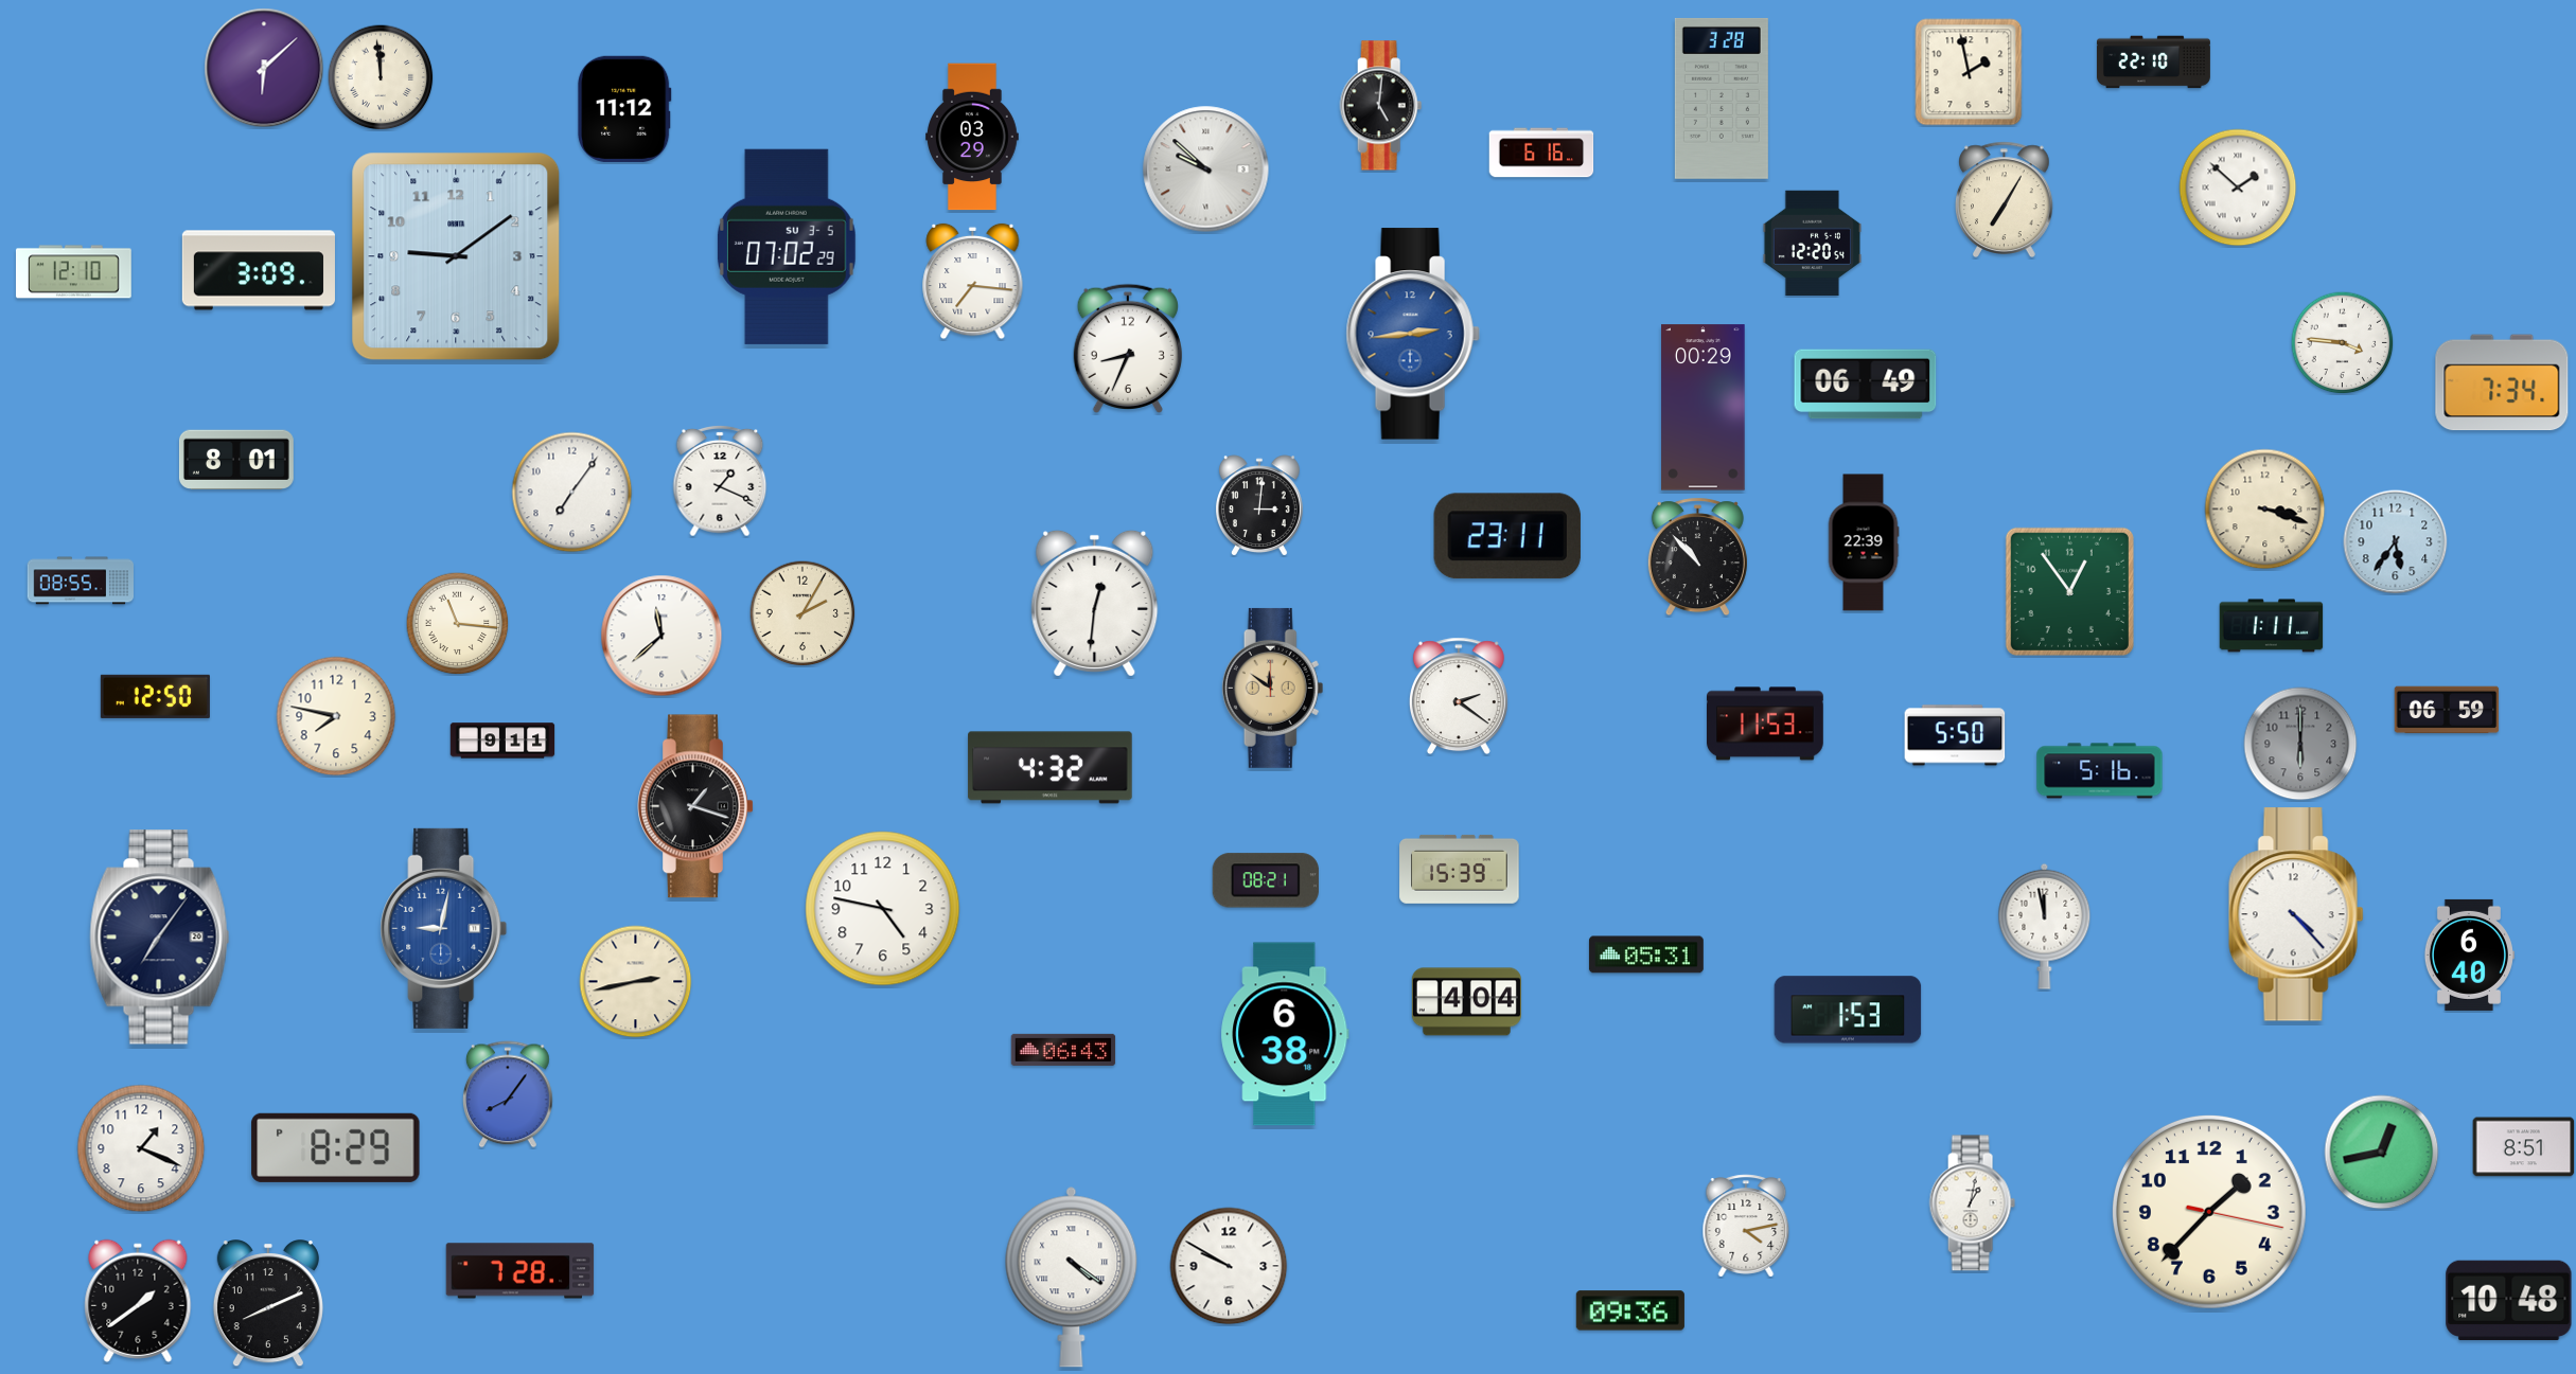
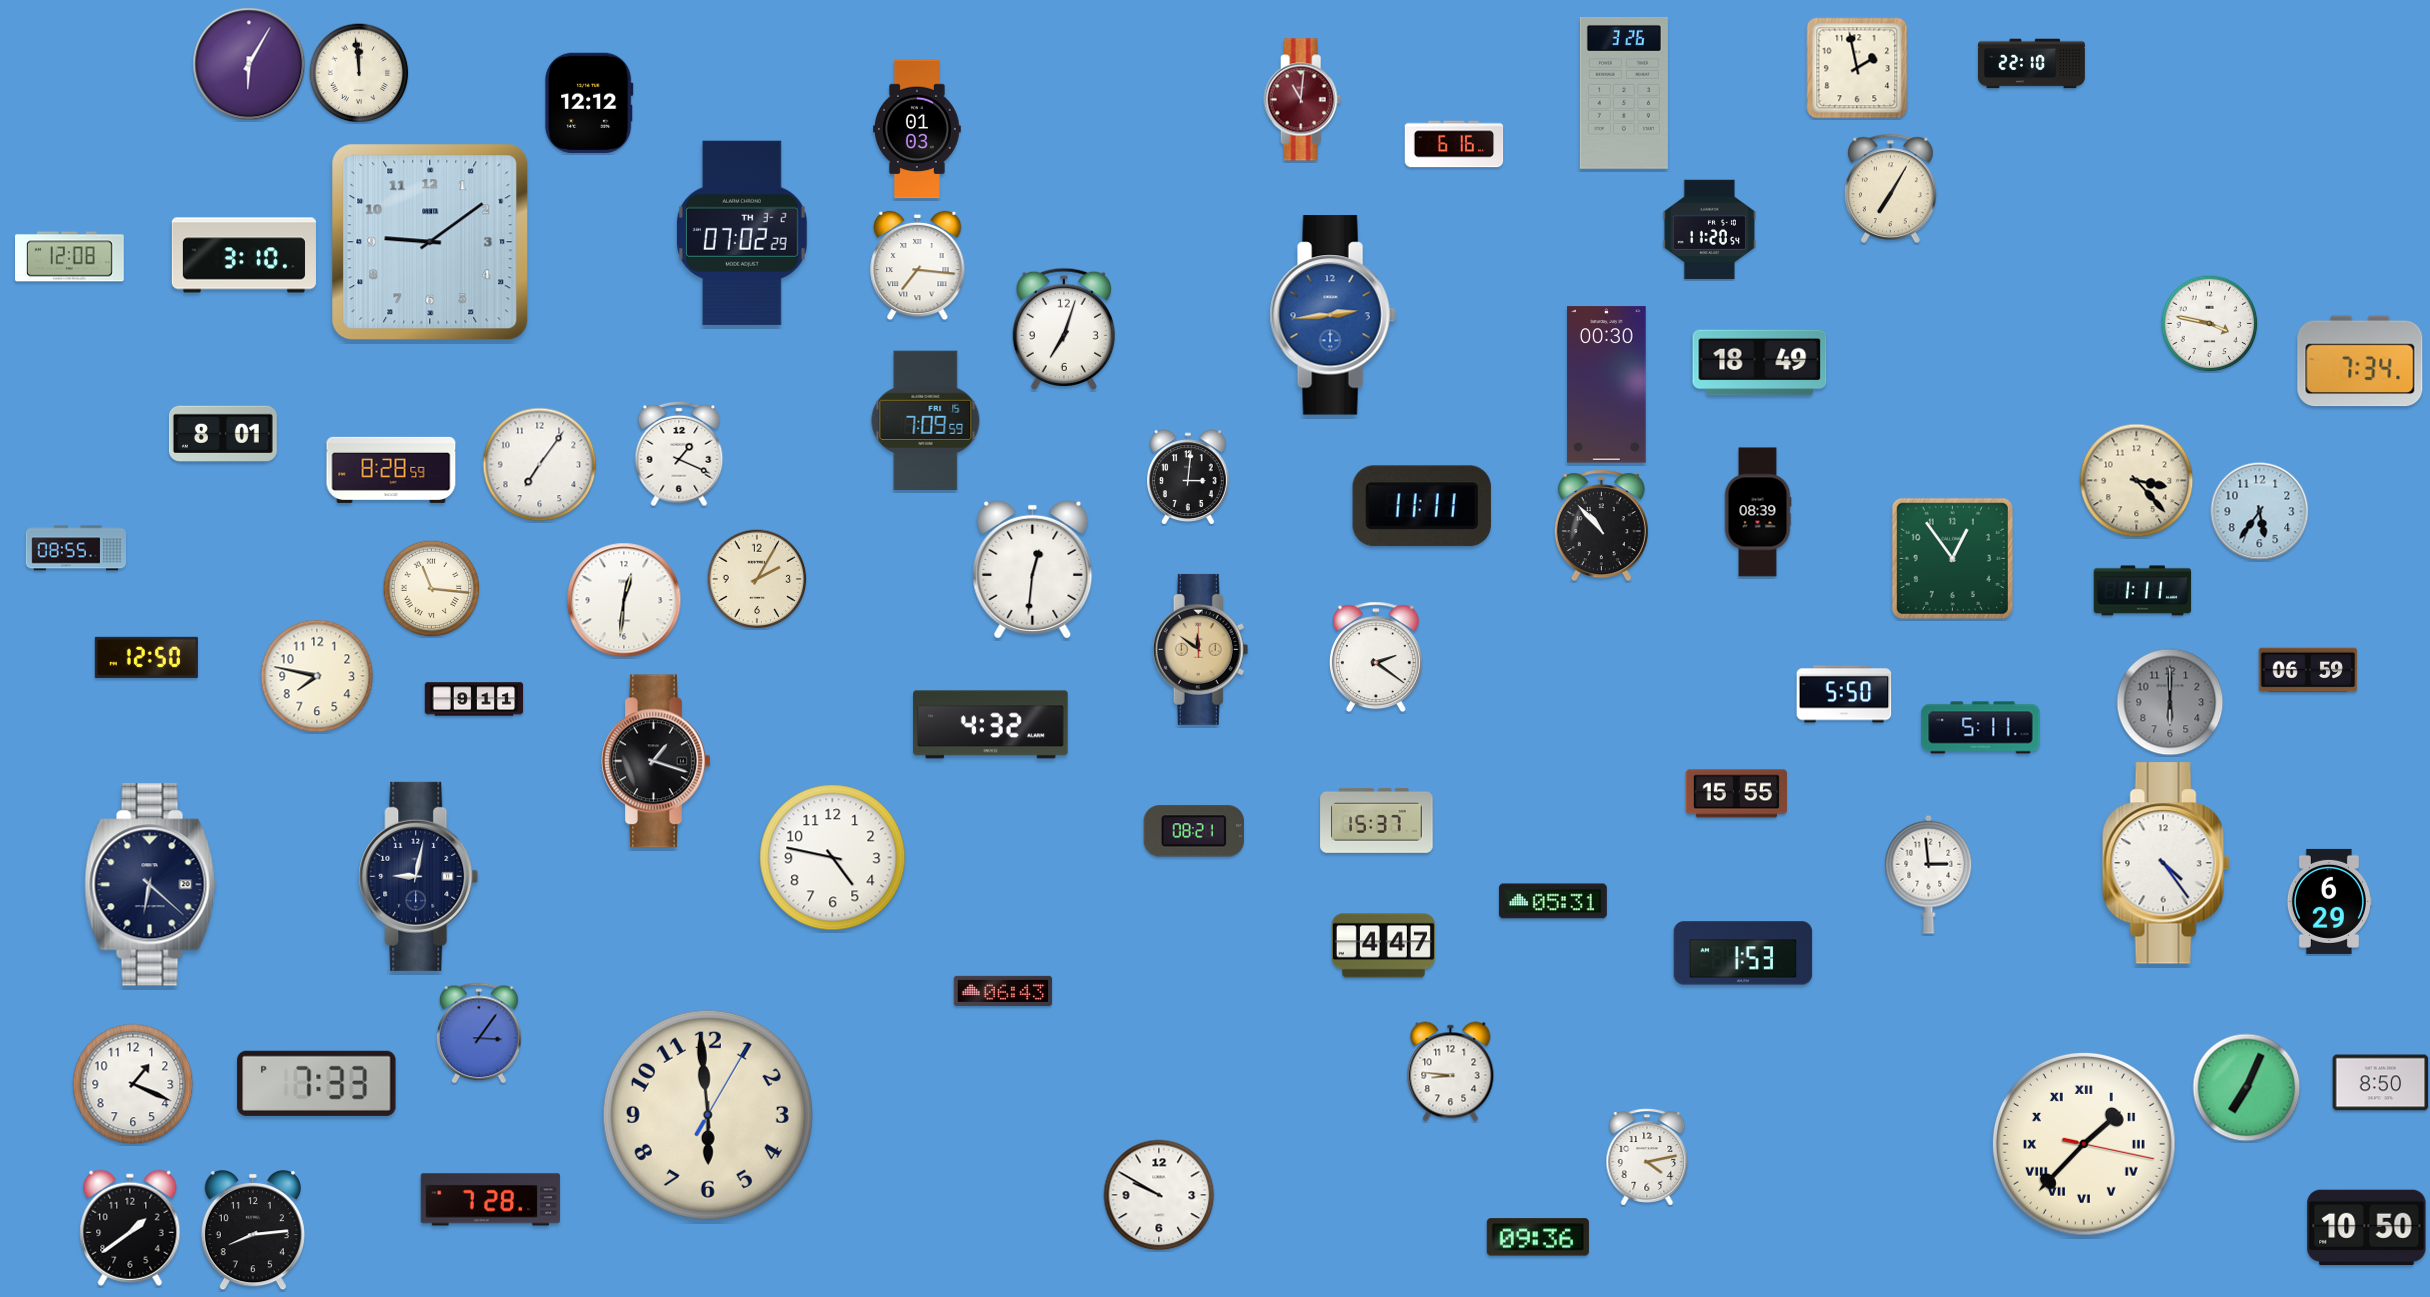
clock at (2153, 63) position: (2153, 63) -> (2031, 64)
clock at (264, 68): 6:08 -> 6:05
clock at (1722, 99): 3:28 -> 3:26
clock at (1381, 106): 5:01 -> 11:01
clock at (1381, 106) dial: black -> burgundy
clock at (624, 109): 11:12 -> 12:12
clock at (973, 137): 03:29 -> 01:03
clock at (1206, 169): 9:52 -> none
clock at (2238, 188): 1:52 -> none
clock at (1812, 244): 12:20 -> 11:20
clock at (787, 247) date: SU 3-5 -> TH 3-2
clock at (259, 270): 3:09 -> 3:10
clock at (73, 272): 12:10 -> 12:08
clock at (2342, 342): 3:46 -> 3:47
clock at (1128, 347): 8:34 -> 7:03
clock at (1866, 385): 06:49 -> 18:49
clock at (1704, 408): 00:29 -> 00:30
clock at (926, 421): none -> 7:09
clock at (391, 470): none -> 8:28
clock at (2265, 510): 3:18 -> 3:23
clock at (1507, 536): 23:11 -> 11:11
clock at (1864, 542): 22:39 -> 08:39
clock at (661, 636): 11:38 -> 12:31
clock at (1766, 724): 11:53 -> none
clock at (2100, 771): 5:16 -> 5:11
clock at (1736, 794): none -> 15:55
clock at (1460, 869): 15:39 -> 15:37
clock at (2296, 914): 4:23 -> 4:24
clock at (2045, 926): 11:58 -> 2:59
clock at (444, 928) dial: blue -> navy
clock at (160, 938): 7:06 -> 6:22
clock at (2469, 954): 6:40 -> 6:29
clock at (636, 982): 2:43 -> none
clock at (1466, 1002): 4:04 -> 4:47
clock at (1285, 1034): 6:38 -> none
clock at (509, 1094): 8:06 -> 3:06
clock at (1451, 1072): none -> 8:46
clock at (336, 1147): 8:29 -> 7:33
clock at (2524, 1147): 8:51 -> 8:50
clock at (2382, 1153): 12:43 -> 7:04
clock at (708, 1115): none -> 5:59
clock at (1972, 1203): 1:02 -> none
clock at (2209, 1212) numerals: Arabic -> Roman
clock at (1072, 1278): 4:21 -> none
clock at (2509, 1301): 10:48 -> 10:50
clock at (268, 1304): 8:11 -> 8:14
